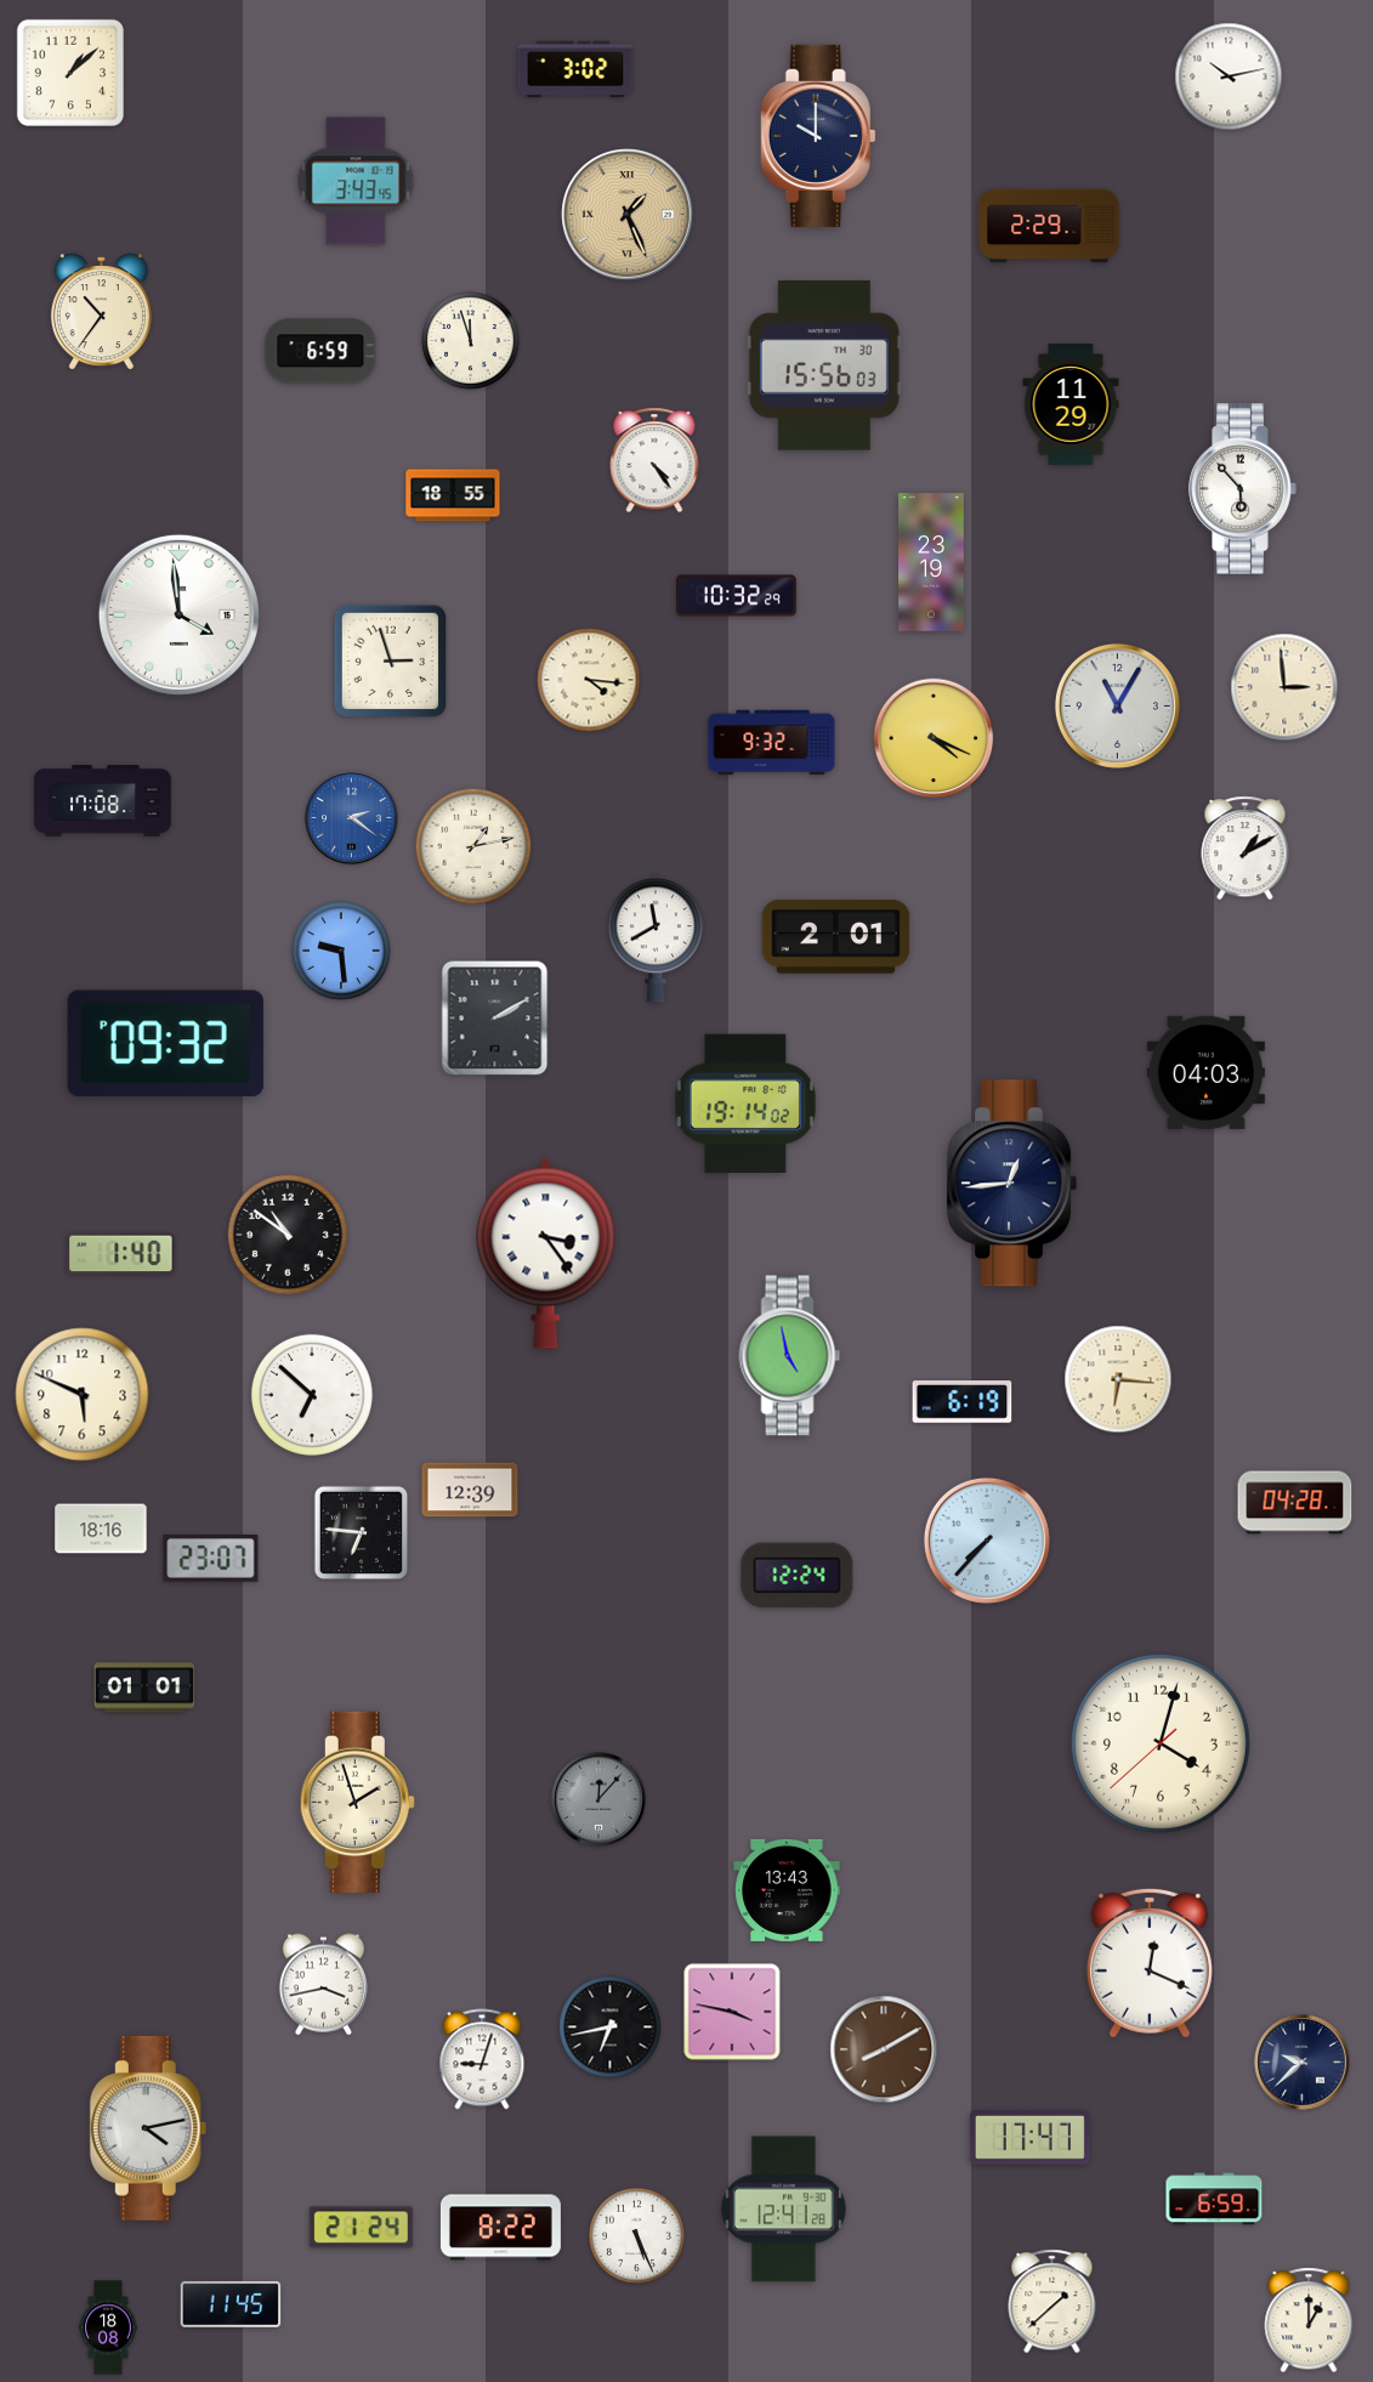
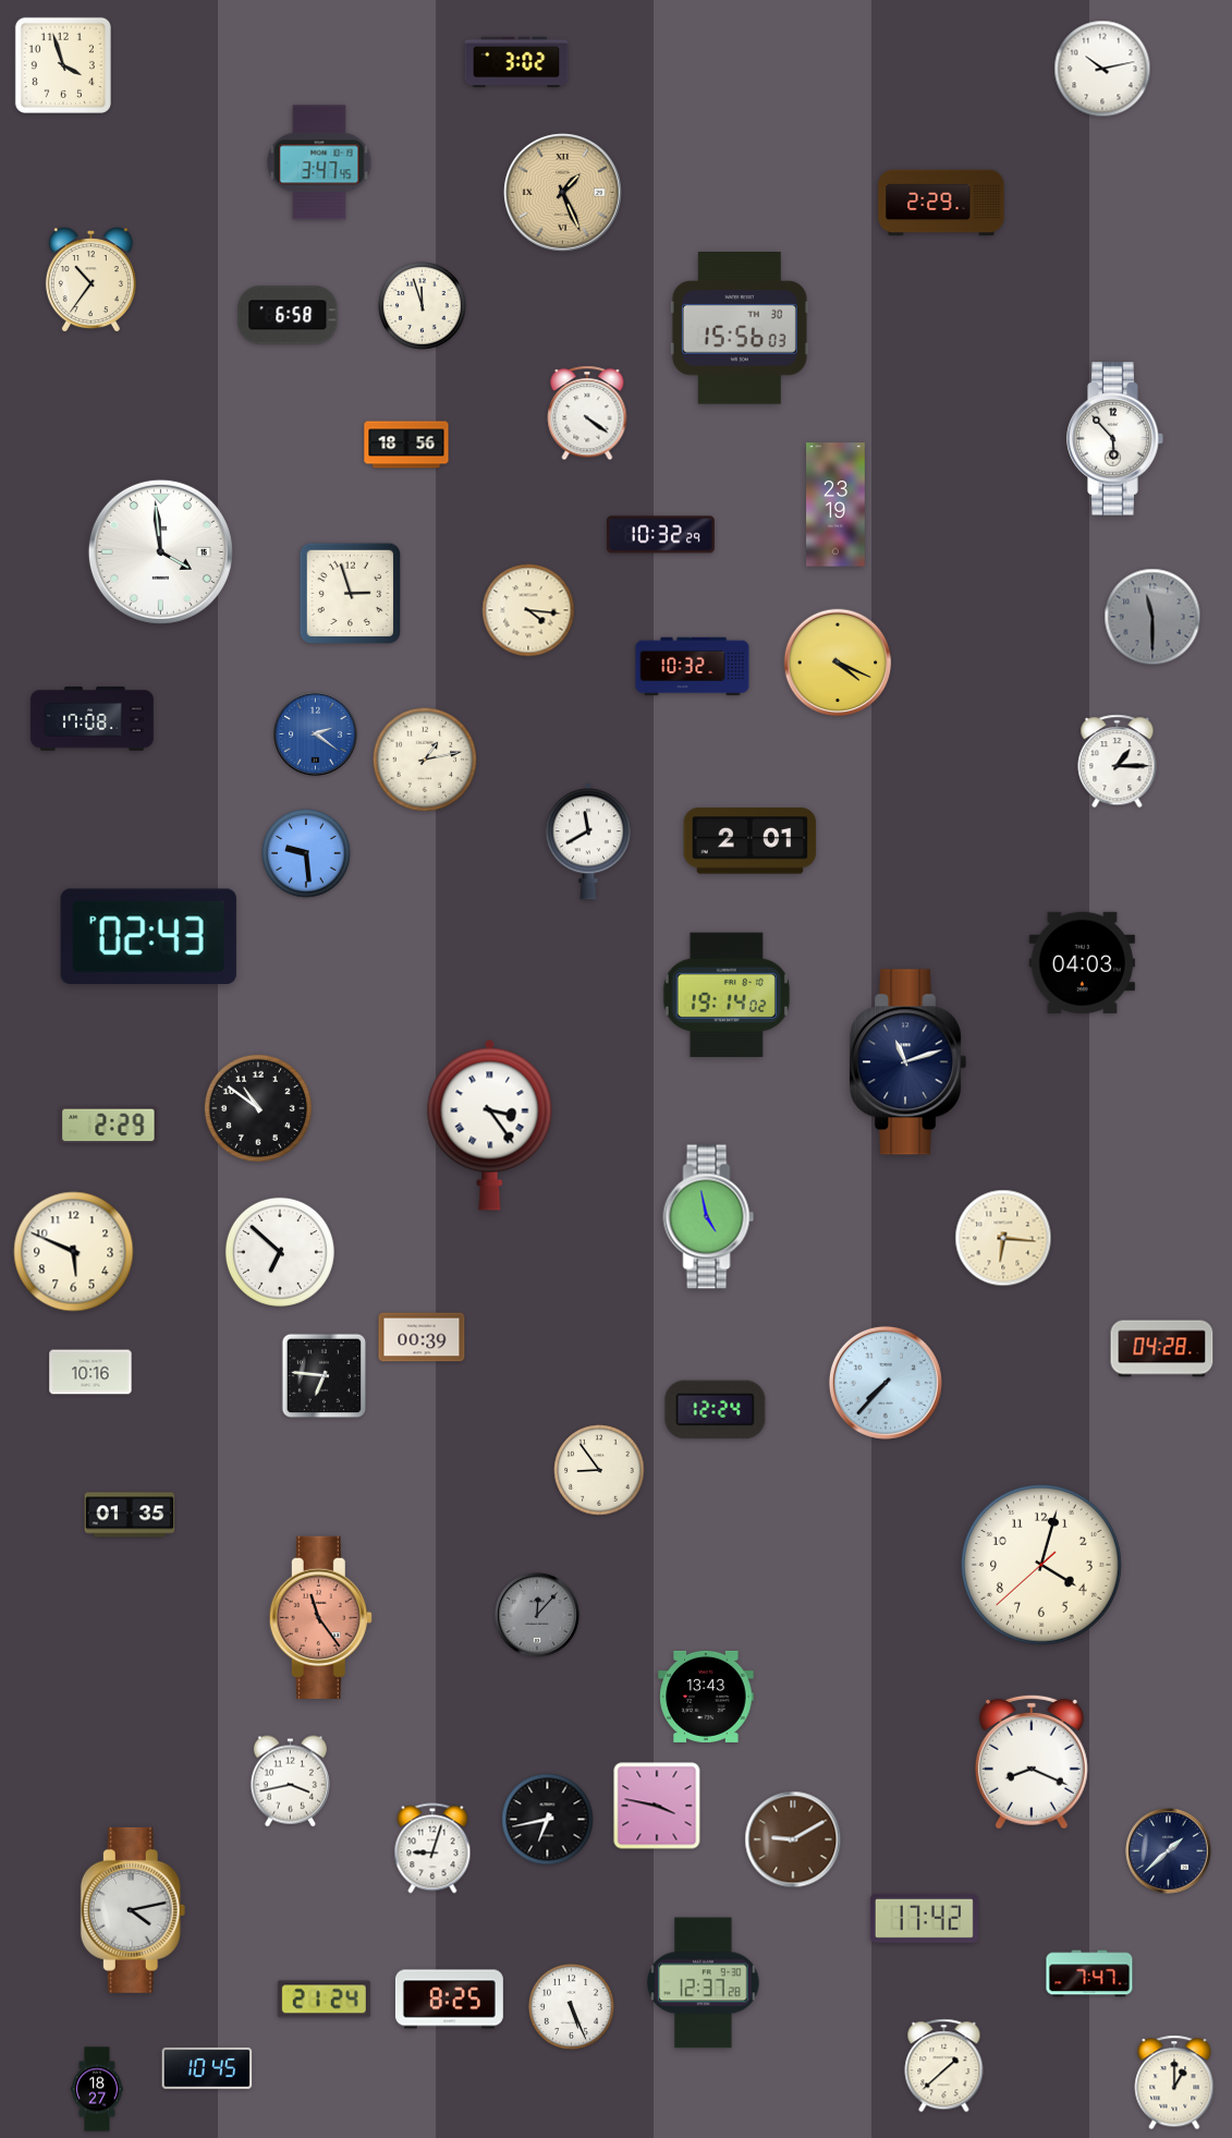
clock at (70, 73): 1:08 -> 3:57
clock at (818, 136): 10:00 -> none
clock at (356, 181): 3:43 -> 3:47
clock at (320, 351): 6:59 -> 6:58
clock at (1071, 405): 11:29 -> none
clock at (654, 460): 4:24 -> 4:21
clock at (453, 495): 18:55 -> 18:56
clock at (1284, 687): 2:59 -> 11:30
clock at (1284, 687) dial: cream -> grey
clock at (1117, 705): 11:05 -> none
clock at (772, 743): 9:32 -> 10:32
clock at (1246, 849): 1:10 -> 1:15
clock at (495, 1019): 2:10 -> none
clock at (165, 1043): 09:32 -> 02:43
clock at (745, 1104) position: (745, 1104) -> (727, 995)
clock at (1012, 1184): 12:44 -> 11:12
clock at (121, 1254): 1:40 -> 2:29
clock at (963, 1402): 6:19 -> none
clock at (470, 1490): 12:39 -> 00:39
clock at (101, 1529): 18:16 -> 10:16
clock at (211, 1559): 23:07 -> none
clock at (798, 1576) position: (798, 1576) -> (716, 1410)
clock at (599, 1470): none -> 8:54
clock at (144, 1688): 01:01 -> 01:35
clock at (357, 1802): 1:57 -> 11:24
clock at (357, 1802) dial: cream -> salmon
clock at (1150, 1963): 12:19 -> 8:19
clock at (884, 2049): 8:10 -> 9:10
clock at (1303, 2063): 9:38 -> 1:38
clock at (1029, 2137): 17:47 -> 17:42
clock at (1214, 2199): 6:59 -> 7:47
clock at (784, 2210): 12:41 -> 12:37
clock at (500, 2228): 8:22 -> 8:25
clock at (231, 2304): 11:45 -> 10:45
clock at (108, 2327): 18:08 -> 18:27
